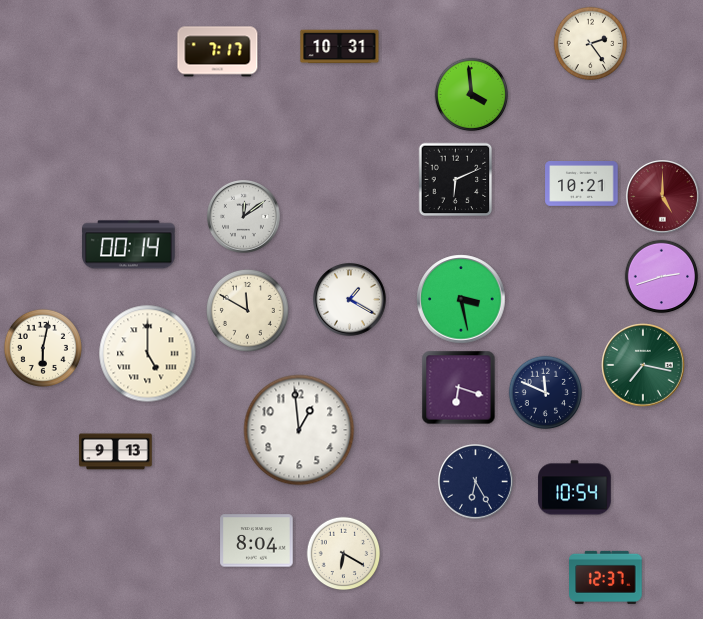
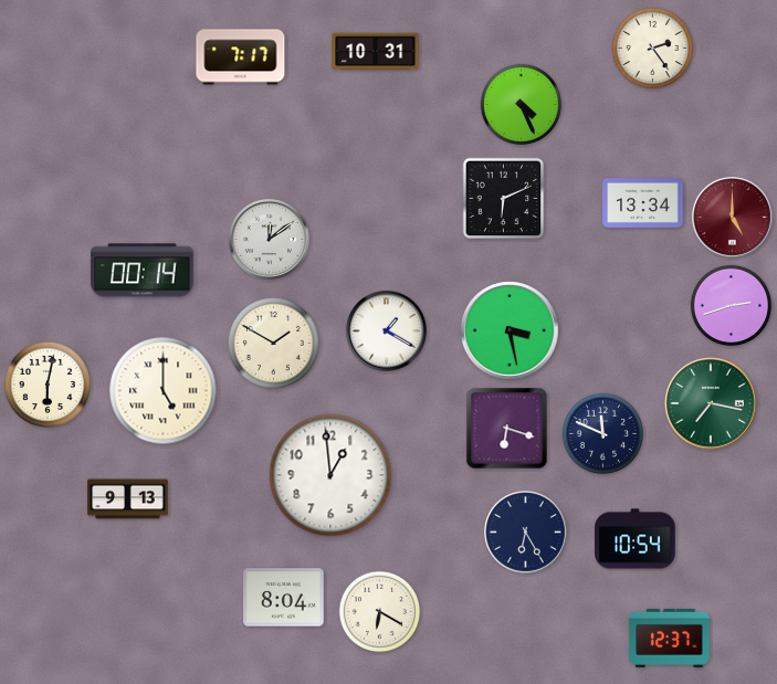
clock at (472, 95): 3:59 -> 4:26
clock at (582, 184): 10:21 -> 13:34
clock at (247, 310): 11:50 -> 1:50
